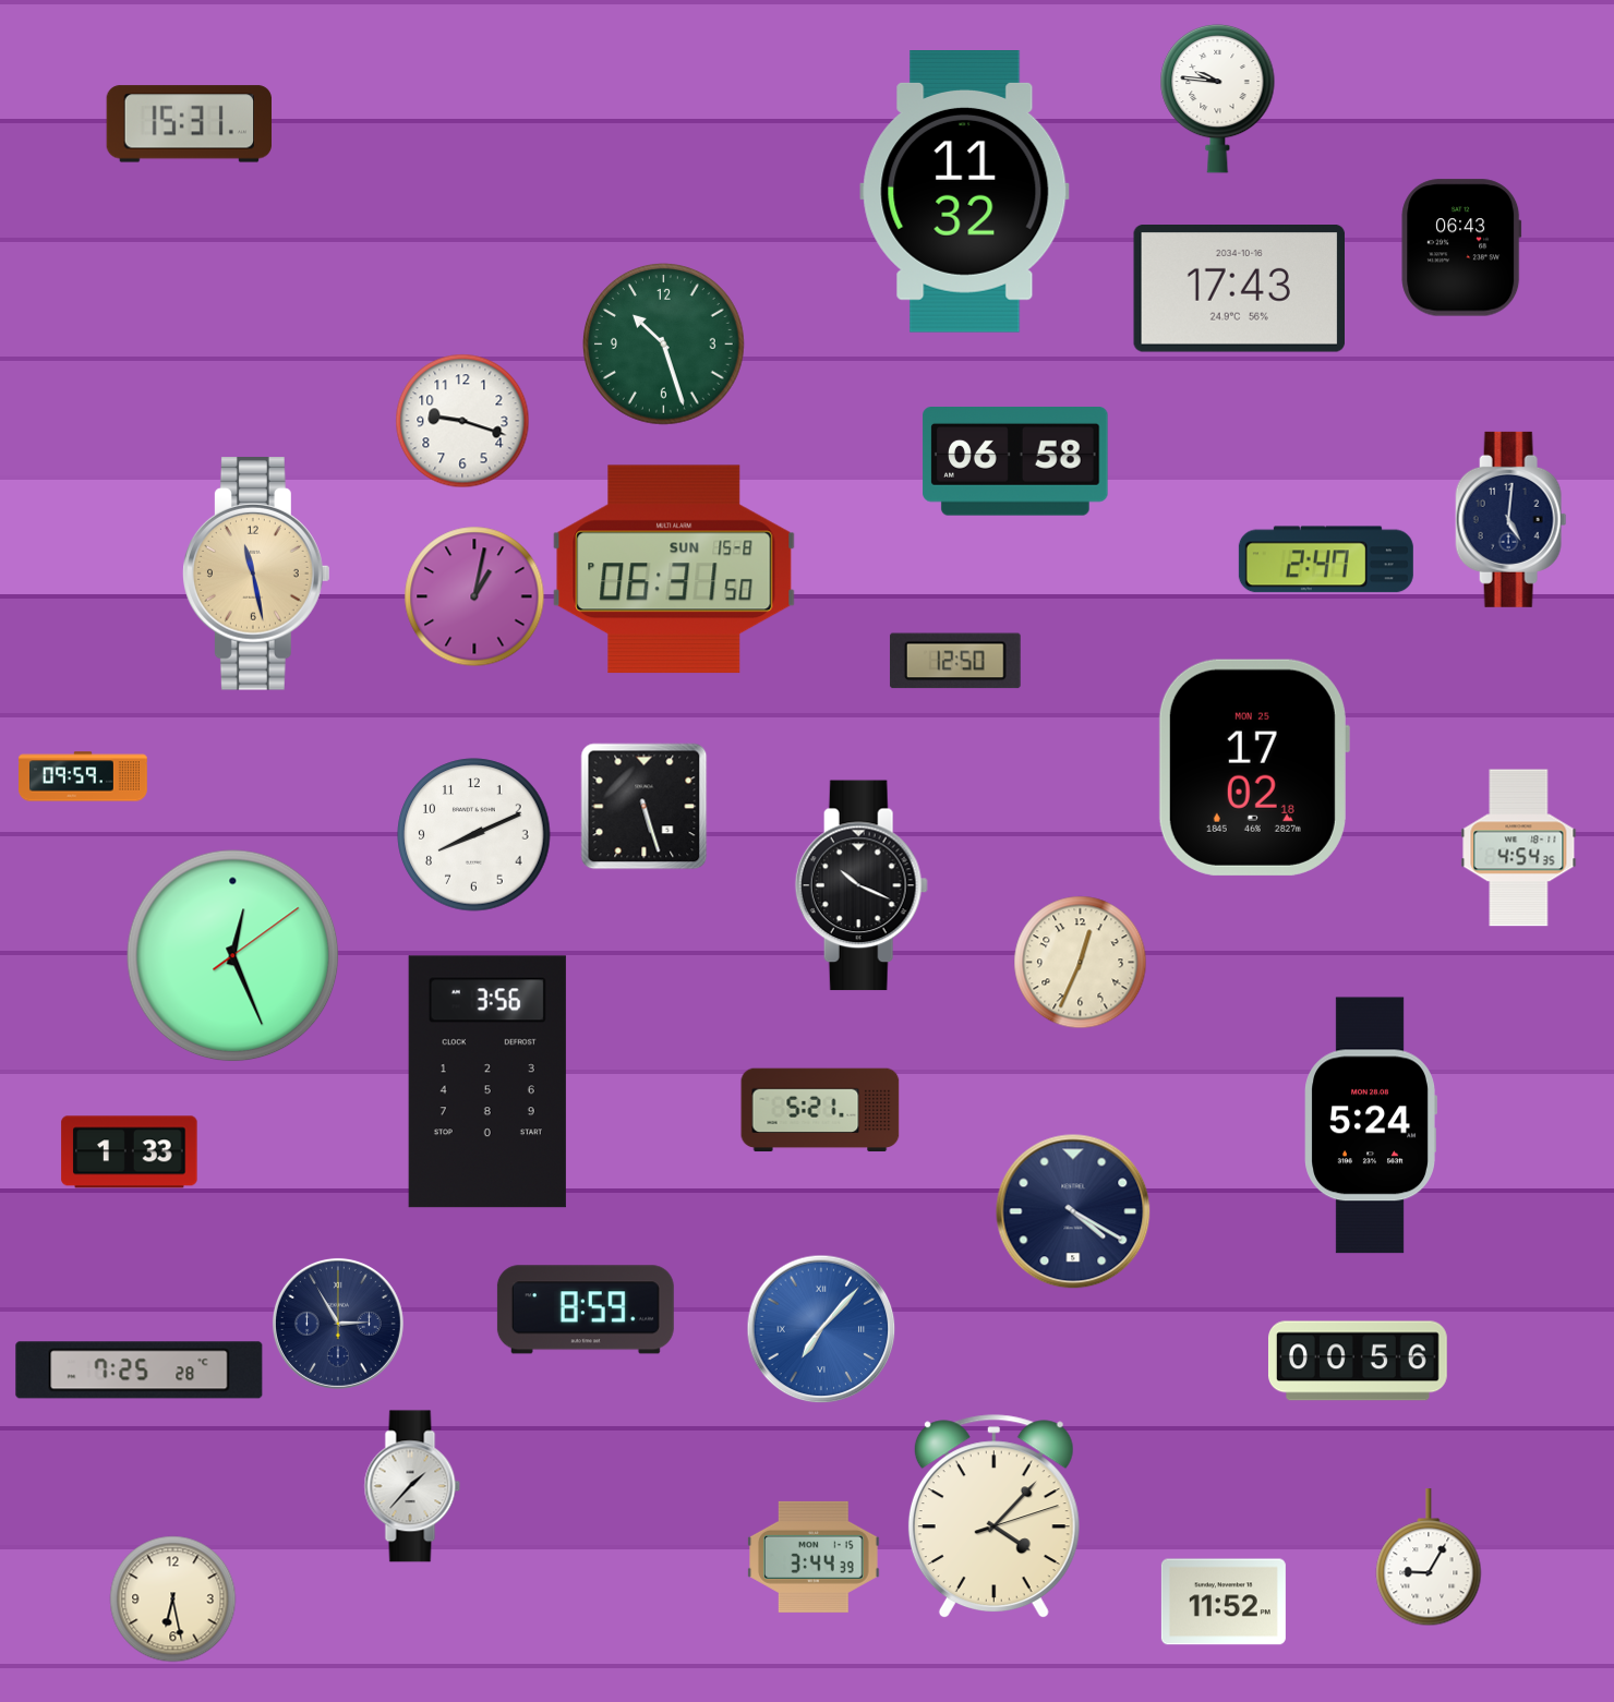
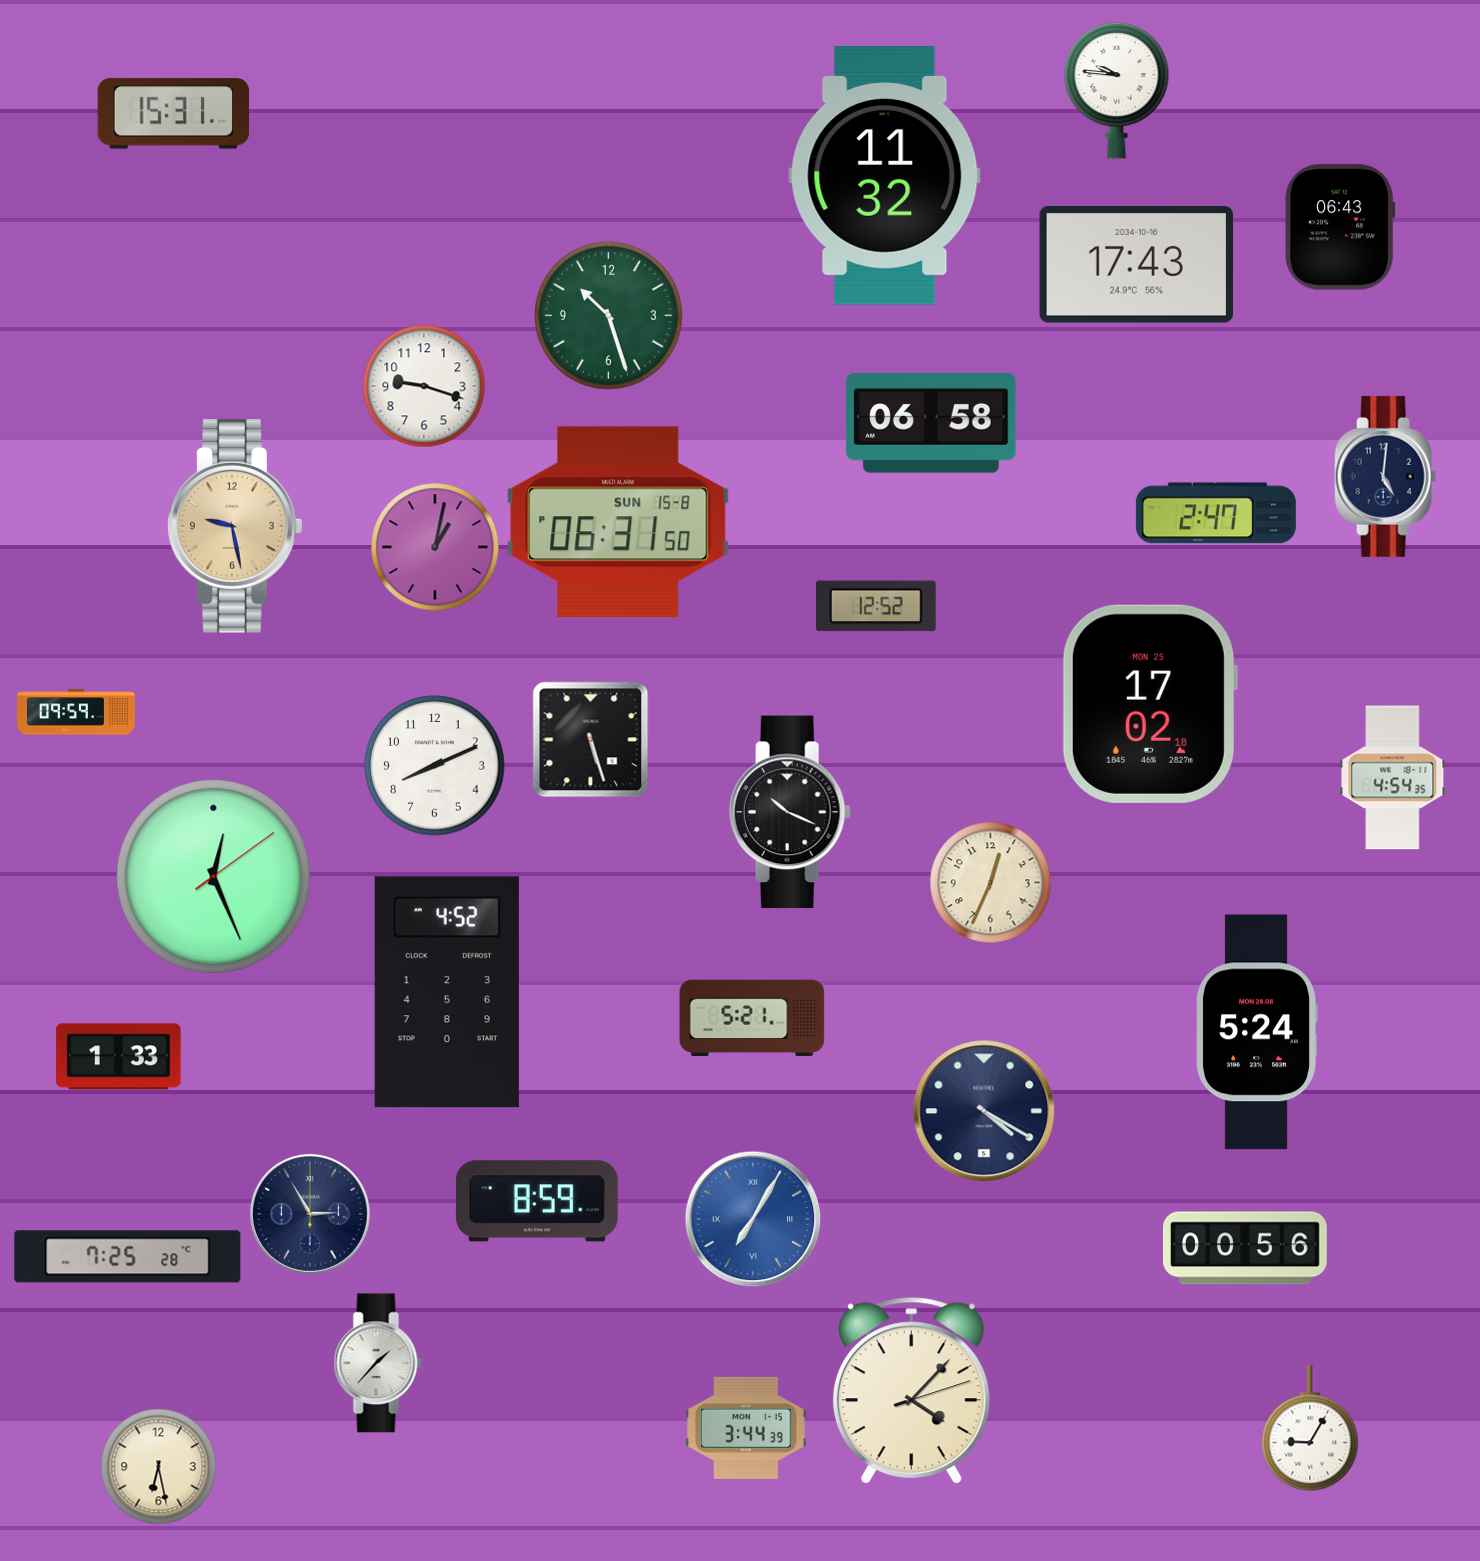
clock at (257, 575): 11:28 -> 9:28
clock at (955, 661): 12:50 -> 12:52
clock at (487, 1082): 3:56 -> 4:52
clock at (821, 1329): 7:07 -> 7:05
clock at (1224, 1602): 11:52 -> none
